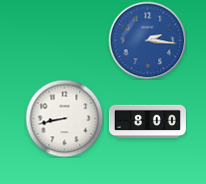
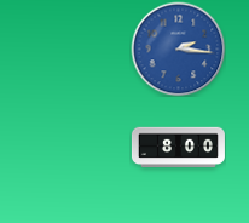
clock at (64, 118): 8:43 -> none
